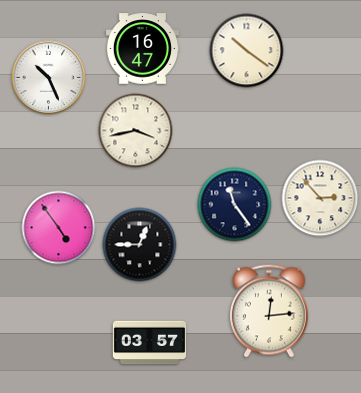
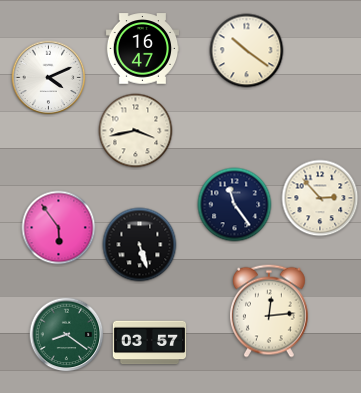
clock at (49, 78): 10:26 -> 4:11
clock at (59, 228): 4:54 -> 5:54
clock at (140, 245): 12:45 -> 5:27
clock at (67, 335): none -> 8:21
